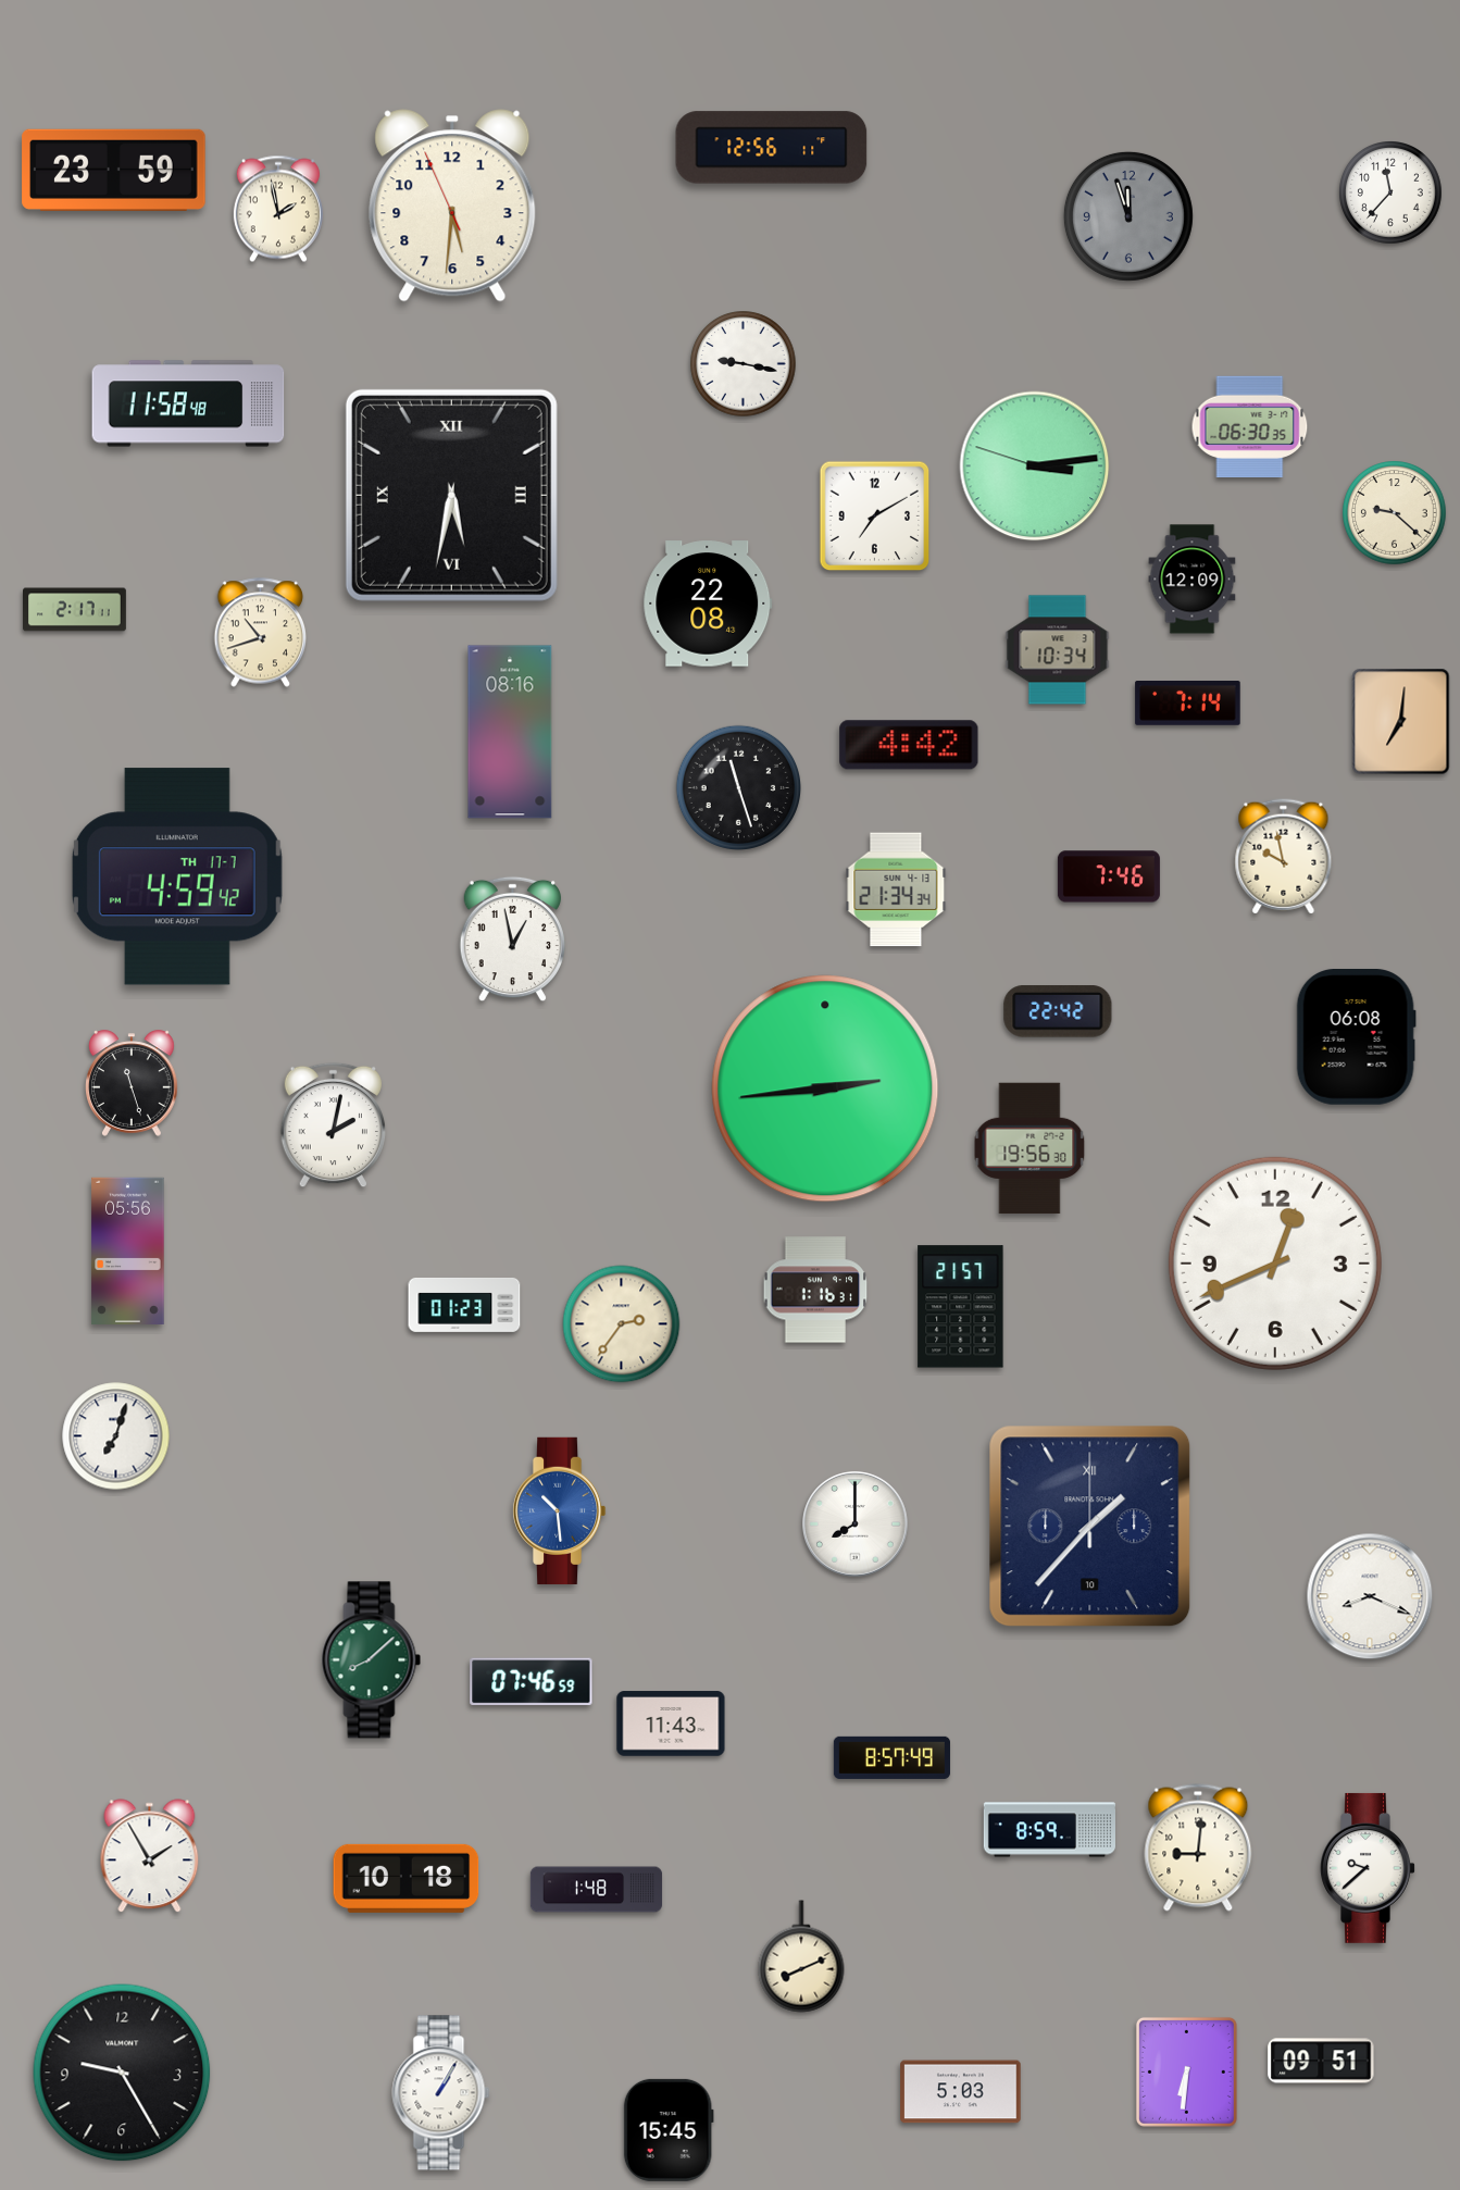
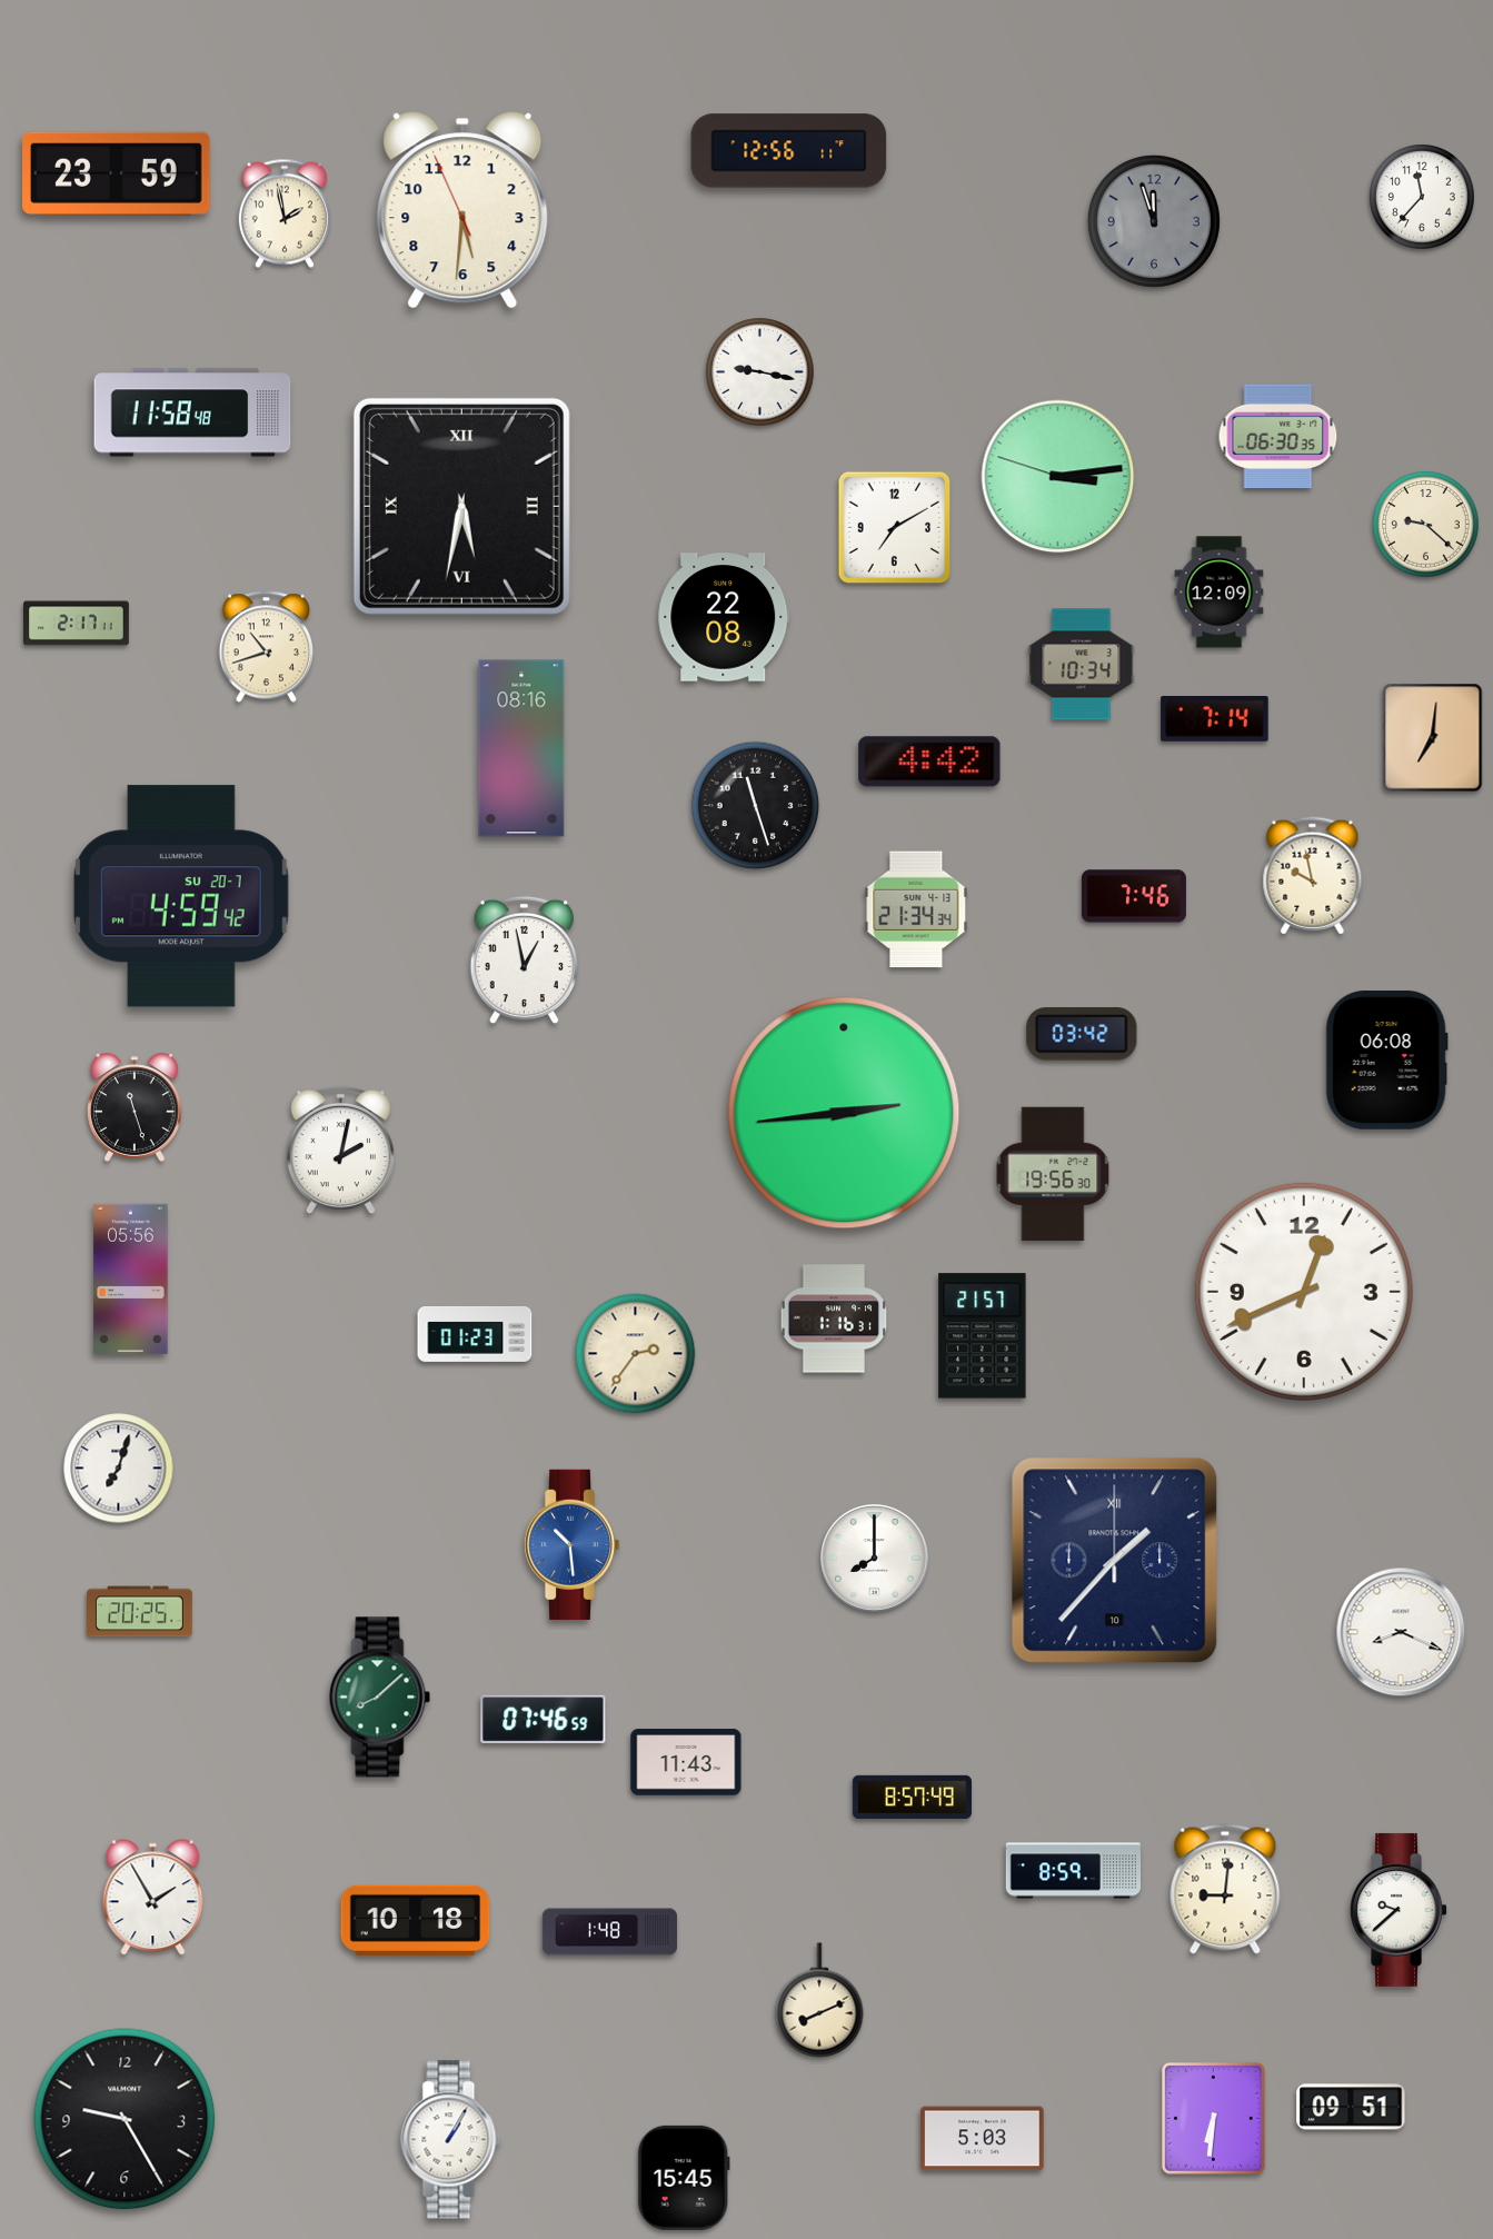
clock at (177, 876) date: TH 17-7 -> SU 20-7
clock at (1058, 1011): 22:42 -> 03:42
clock at (140, 1612): none -> 20:25
